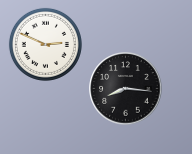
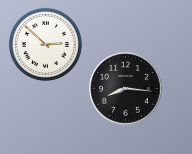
clock at (45, 44): 2:49 -> 2:52
